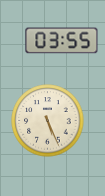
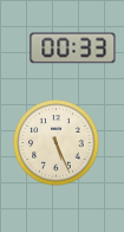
clock at (62, 41): 03:55 -> 00:33
